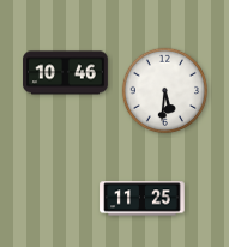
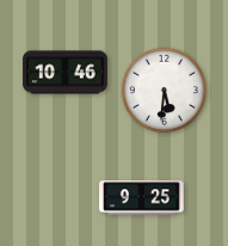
clock at (143, 199): 11:25 -> 9:25
